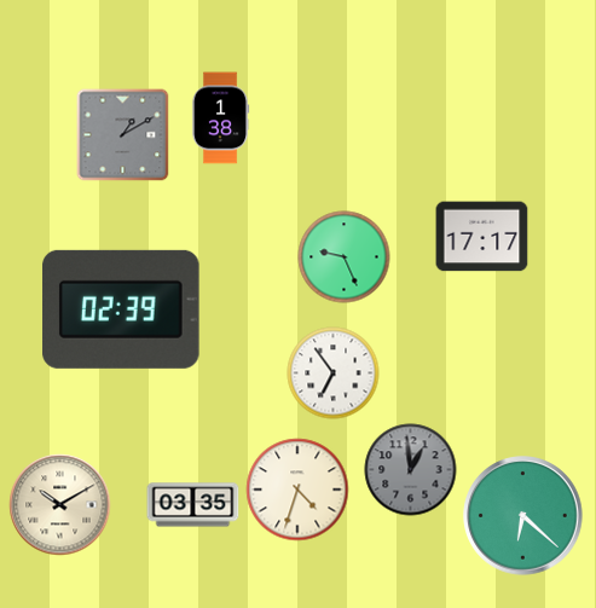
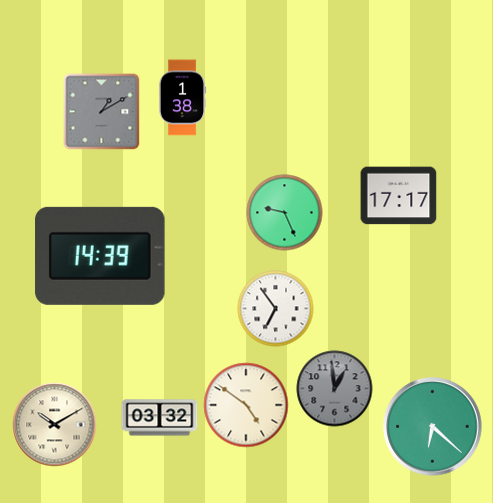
clock at (121, 309): 02:39 -> 14:39
clock at (411, 470) position: (411, 470) -> (335, 389)
clock at (297, 490): 4:33 -> 4:51
clock at (60, 505) position: (60, 505) -> (55, 425)
clock at (193, 505): 03:35 -> 03:32
